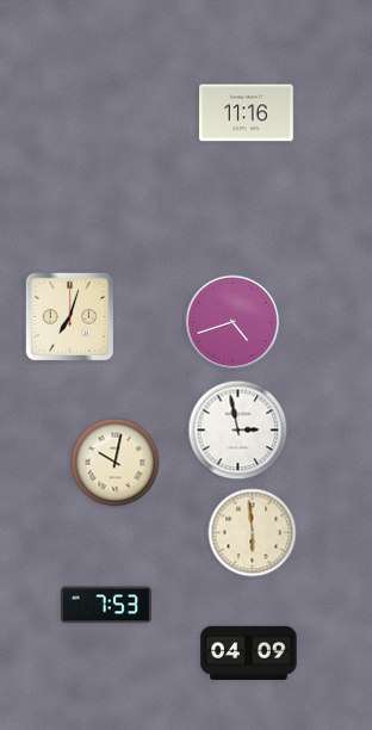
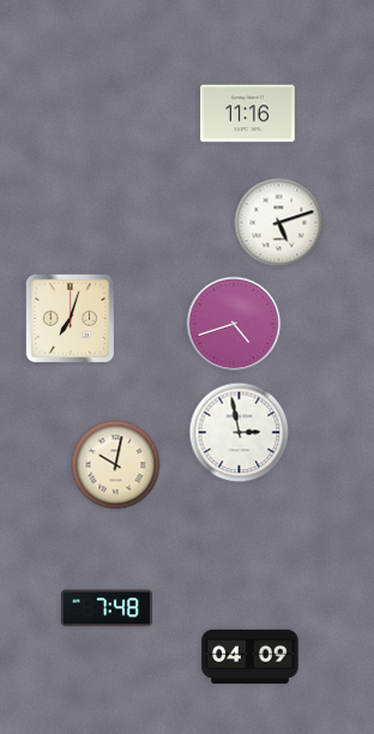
clock at (279, 223): none -> 5:12
clock at (253, 533): 5:59 -> none
clock at (106, 605): 7:53 -> 7:48
